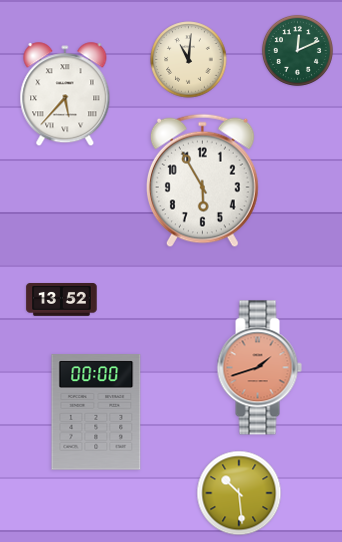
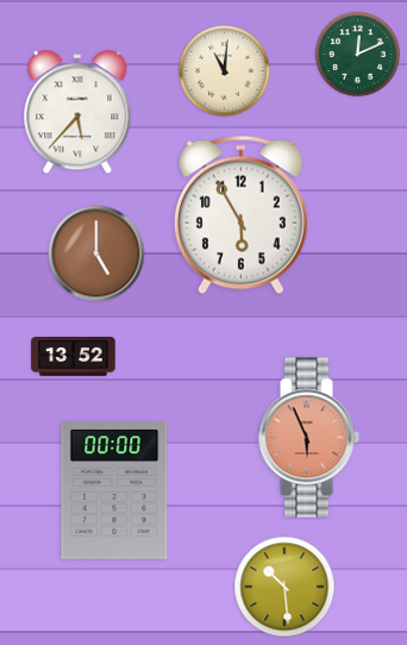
clock at (297, 50) position: (297, 50) -> (357, 54)
clock at (96, 253): none -> 5:00
clock at (259, 368): 1:42 -> 5:56
